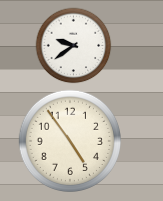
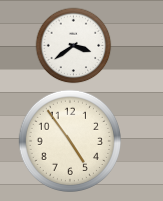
clock at (74, 46): 9:39 -> 3:39
